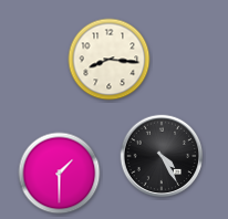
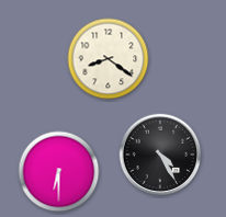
clock at (110, 60): 8:16 -> 8:21
clock at (60, 174): 1:30 -> 6:30
